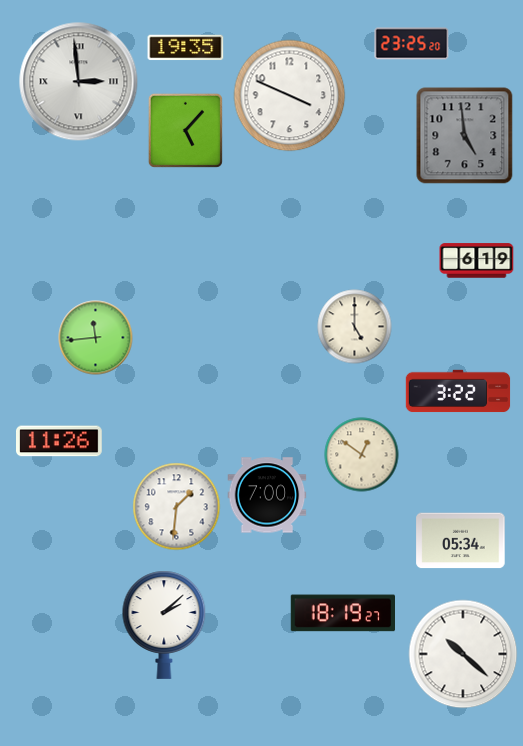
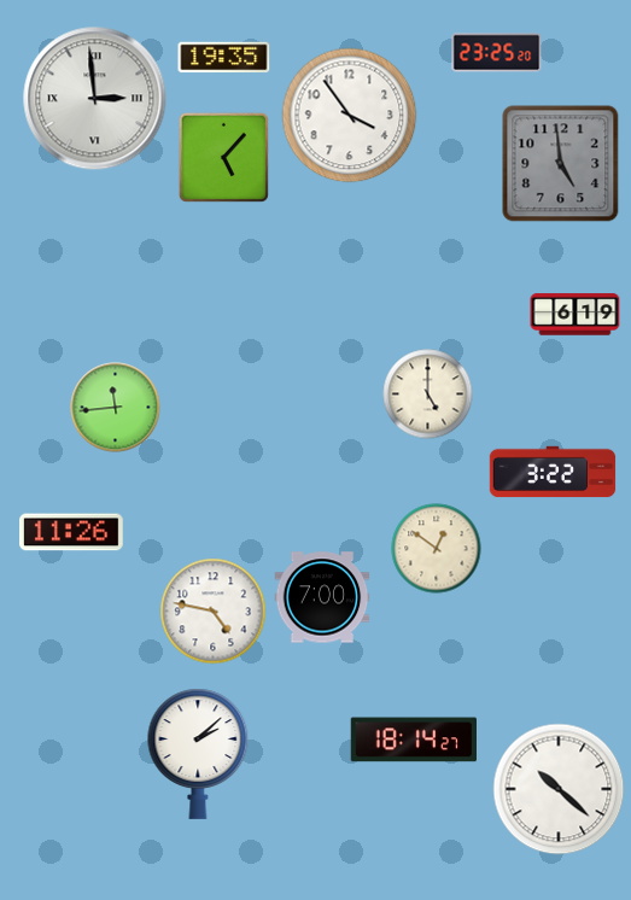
clock at (290, 96): 3:49 -> 3:54
clock at (177, 507): 1:31 -> 4:47
clock at (461, 541): 05:34 -> none
clock at (342, 613): 18:19 -> 18:14
